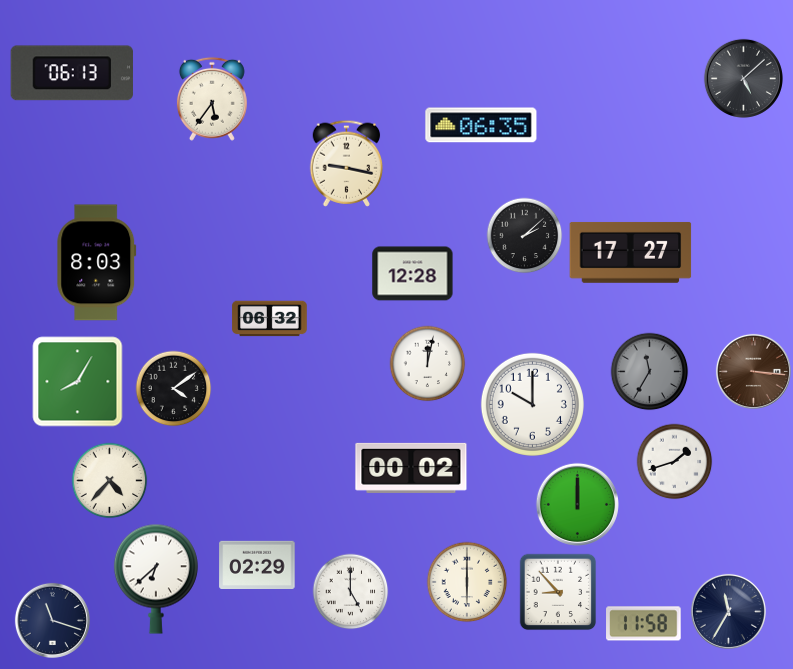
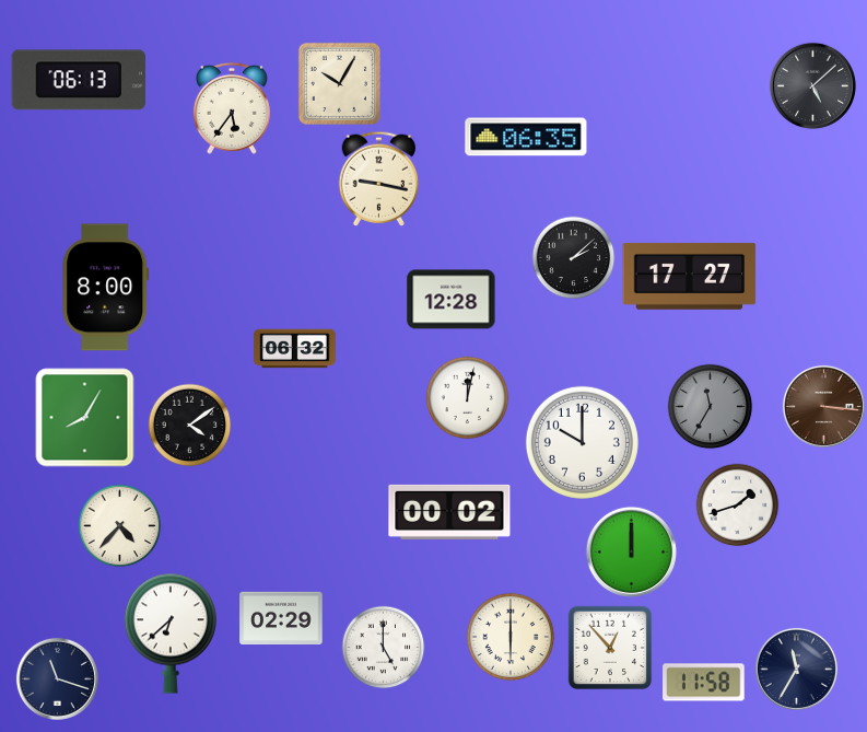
clock at (339, 83): none -> 10:05
clock at (97, 263): 8:03 -> 8:00
clock at (558, 592): 8:53 -> 12:53
